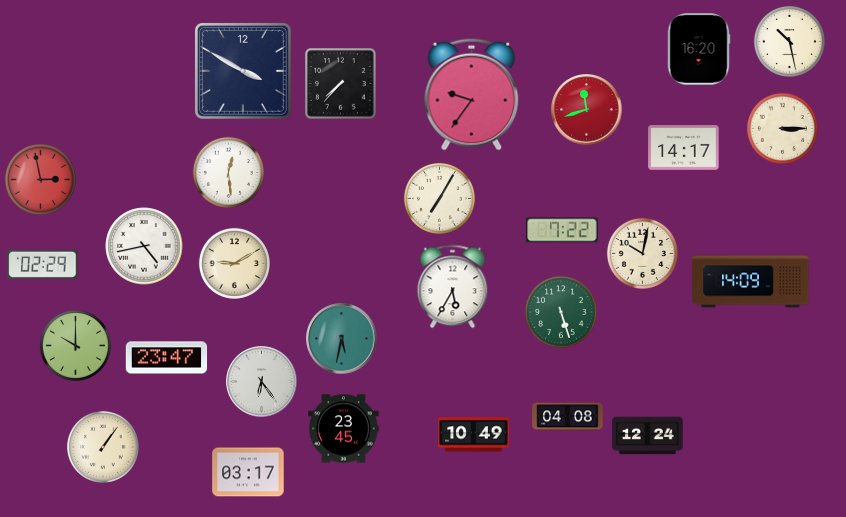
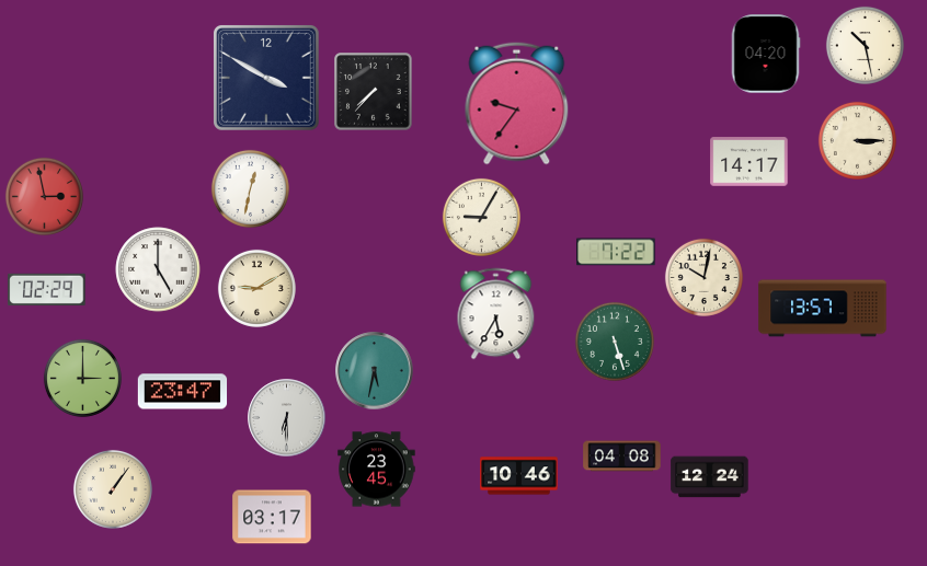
clock at (699, 49): 16:20 -> 04:20
clock at (587, 110): 11:42 -> none
clock at (228, 172): 12:29 -> 12:32
clock at (439, 198): 7:05 -> 9:05
clock at (144, 246): 4:43 -> 5:00
clock at (751, 282): 14:09 -> 13:57
clock at (75, 345): 10:00 -> 3:00
clock at (262, 382): 6:24 -> 6:30
clock at (474, 435): 10:49 -> 10:46
